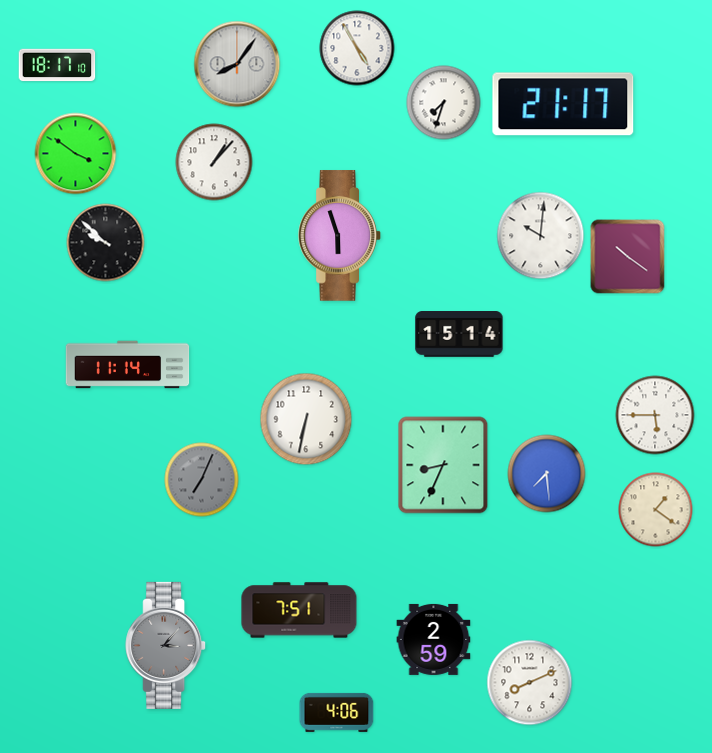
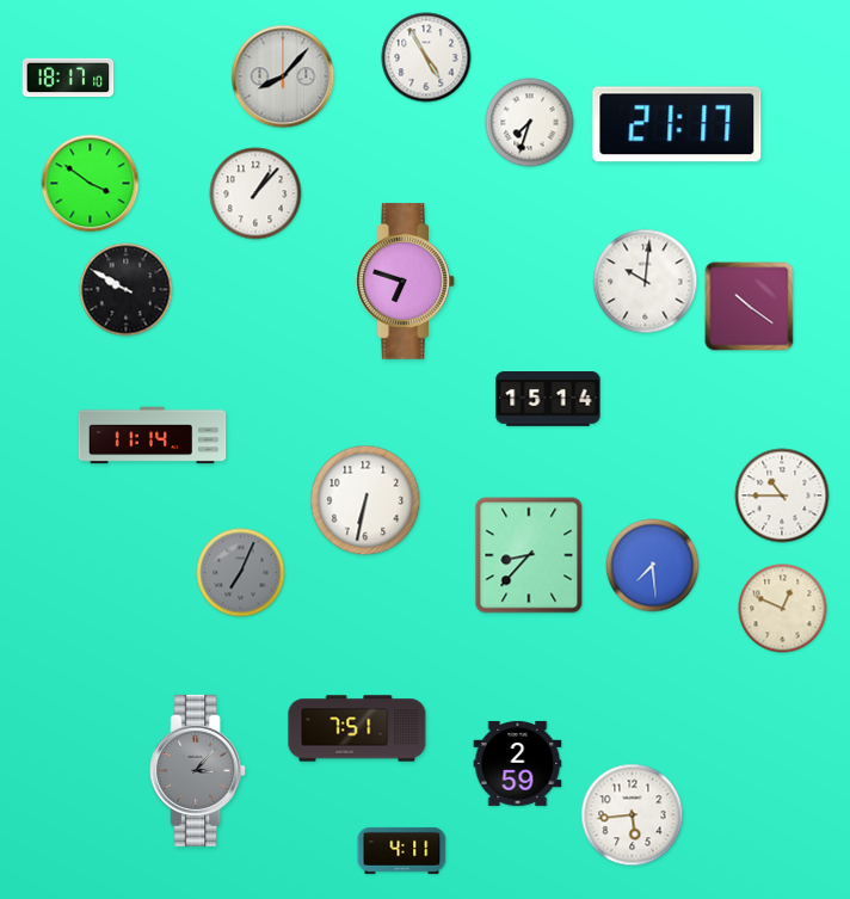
clock at (237, 64): 8:06 -> 8:07
clock at (563, 104) position: (563, 104) -> (677, 124)
clock at (340, 236): 5:57 -> 6:48
clock at (106, 243): 9:52 -> 9:50
clock at (655, 415): 5:45 -> 10:45
clock at (443, 465): 8:34 -> 8:37
clock at (656, 510): 1:21 -> 12:49
clock at (530, 683): 8:11 -> 5:44
clock at (337, 712): 4:06 -> 4:11
